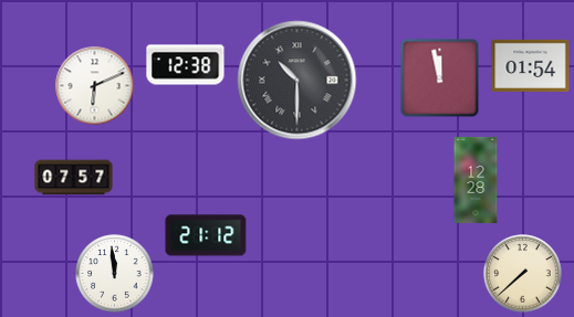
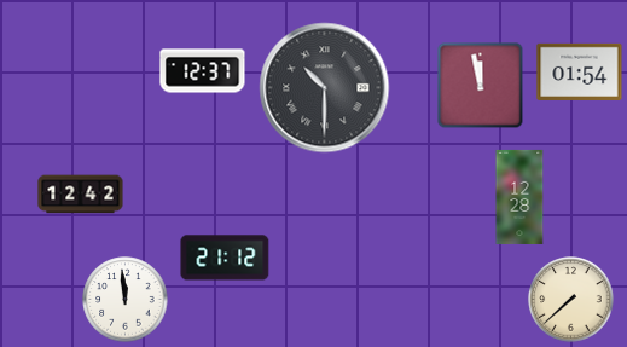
clock at (186, 65): 12:38 -> 12:37
clock at (95, 86): 6:11 -> none
clock at (74, 178): 07:57 -> 12:42
